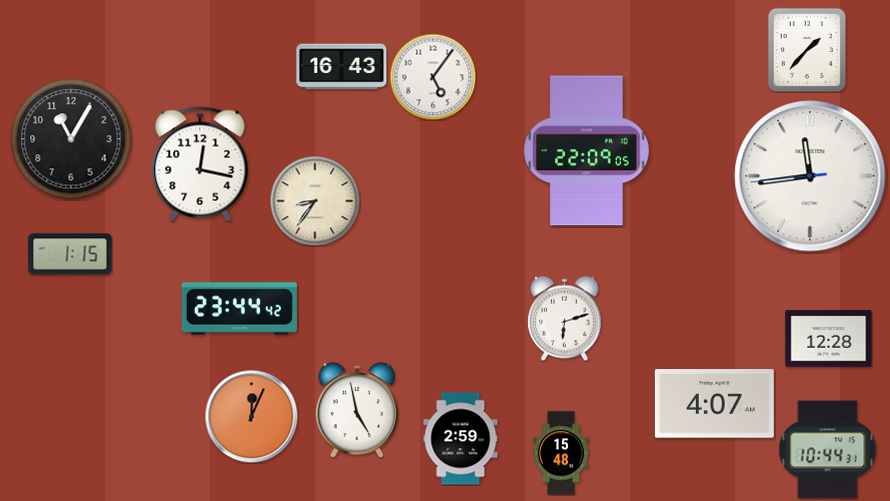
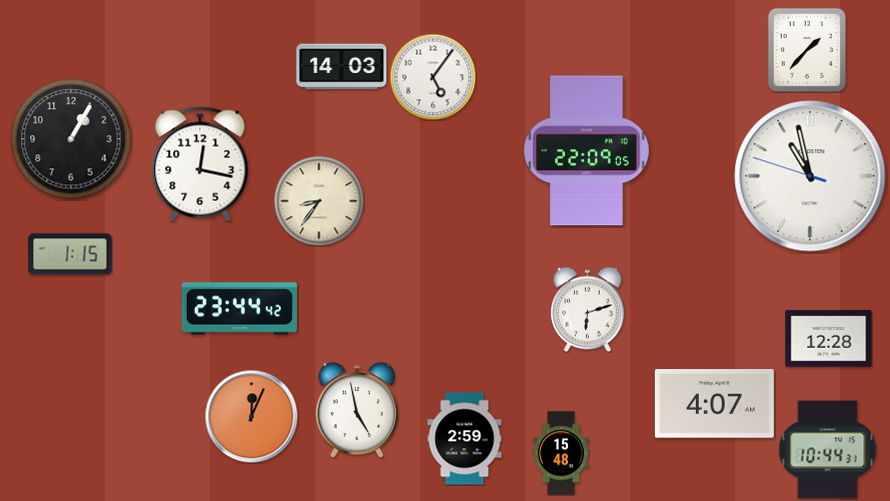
clock at (342, 67): 16:43 -> 14:03
clock at (71, 139): 11:05 -> 1:05
clock at (810, 176): 11:43 -> 10:57
clock at (315, 201) position: (315, 201) -> (319, 201)
clock at (565, 318) position: (565, 318) -> (588, 309)
clock at (461, 439) position: (461, 439) -> (465, 439)
